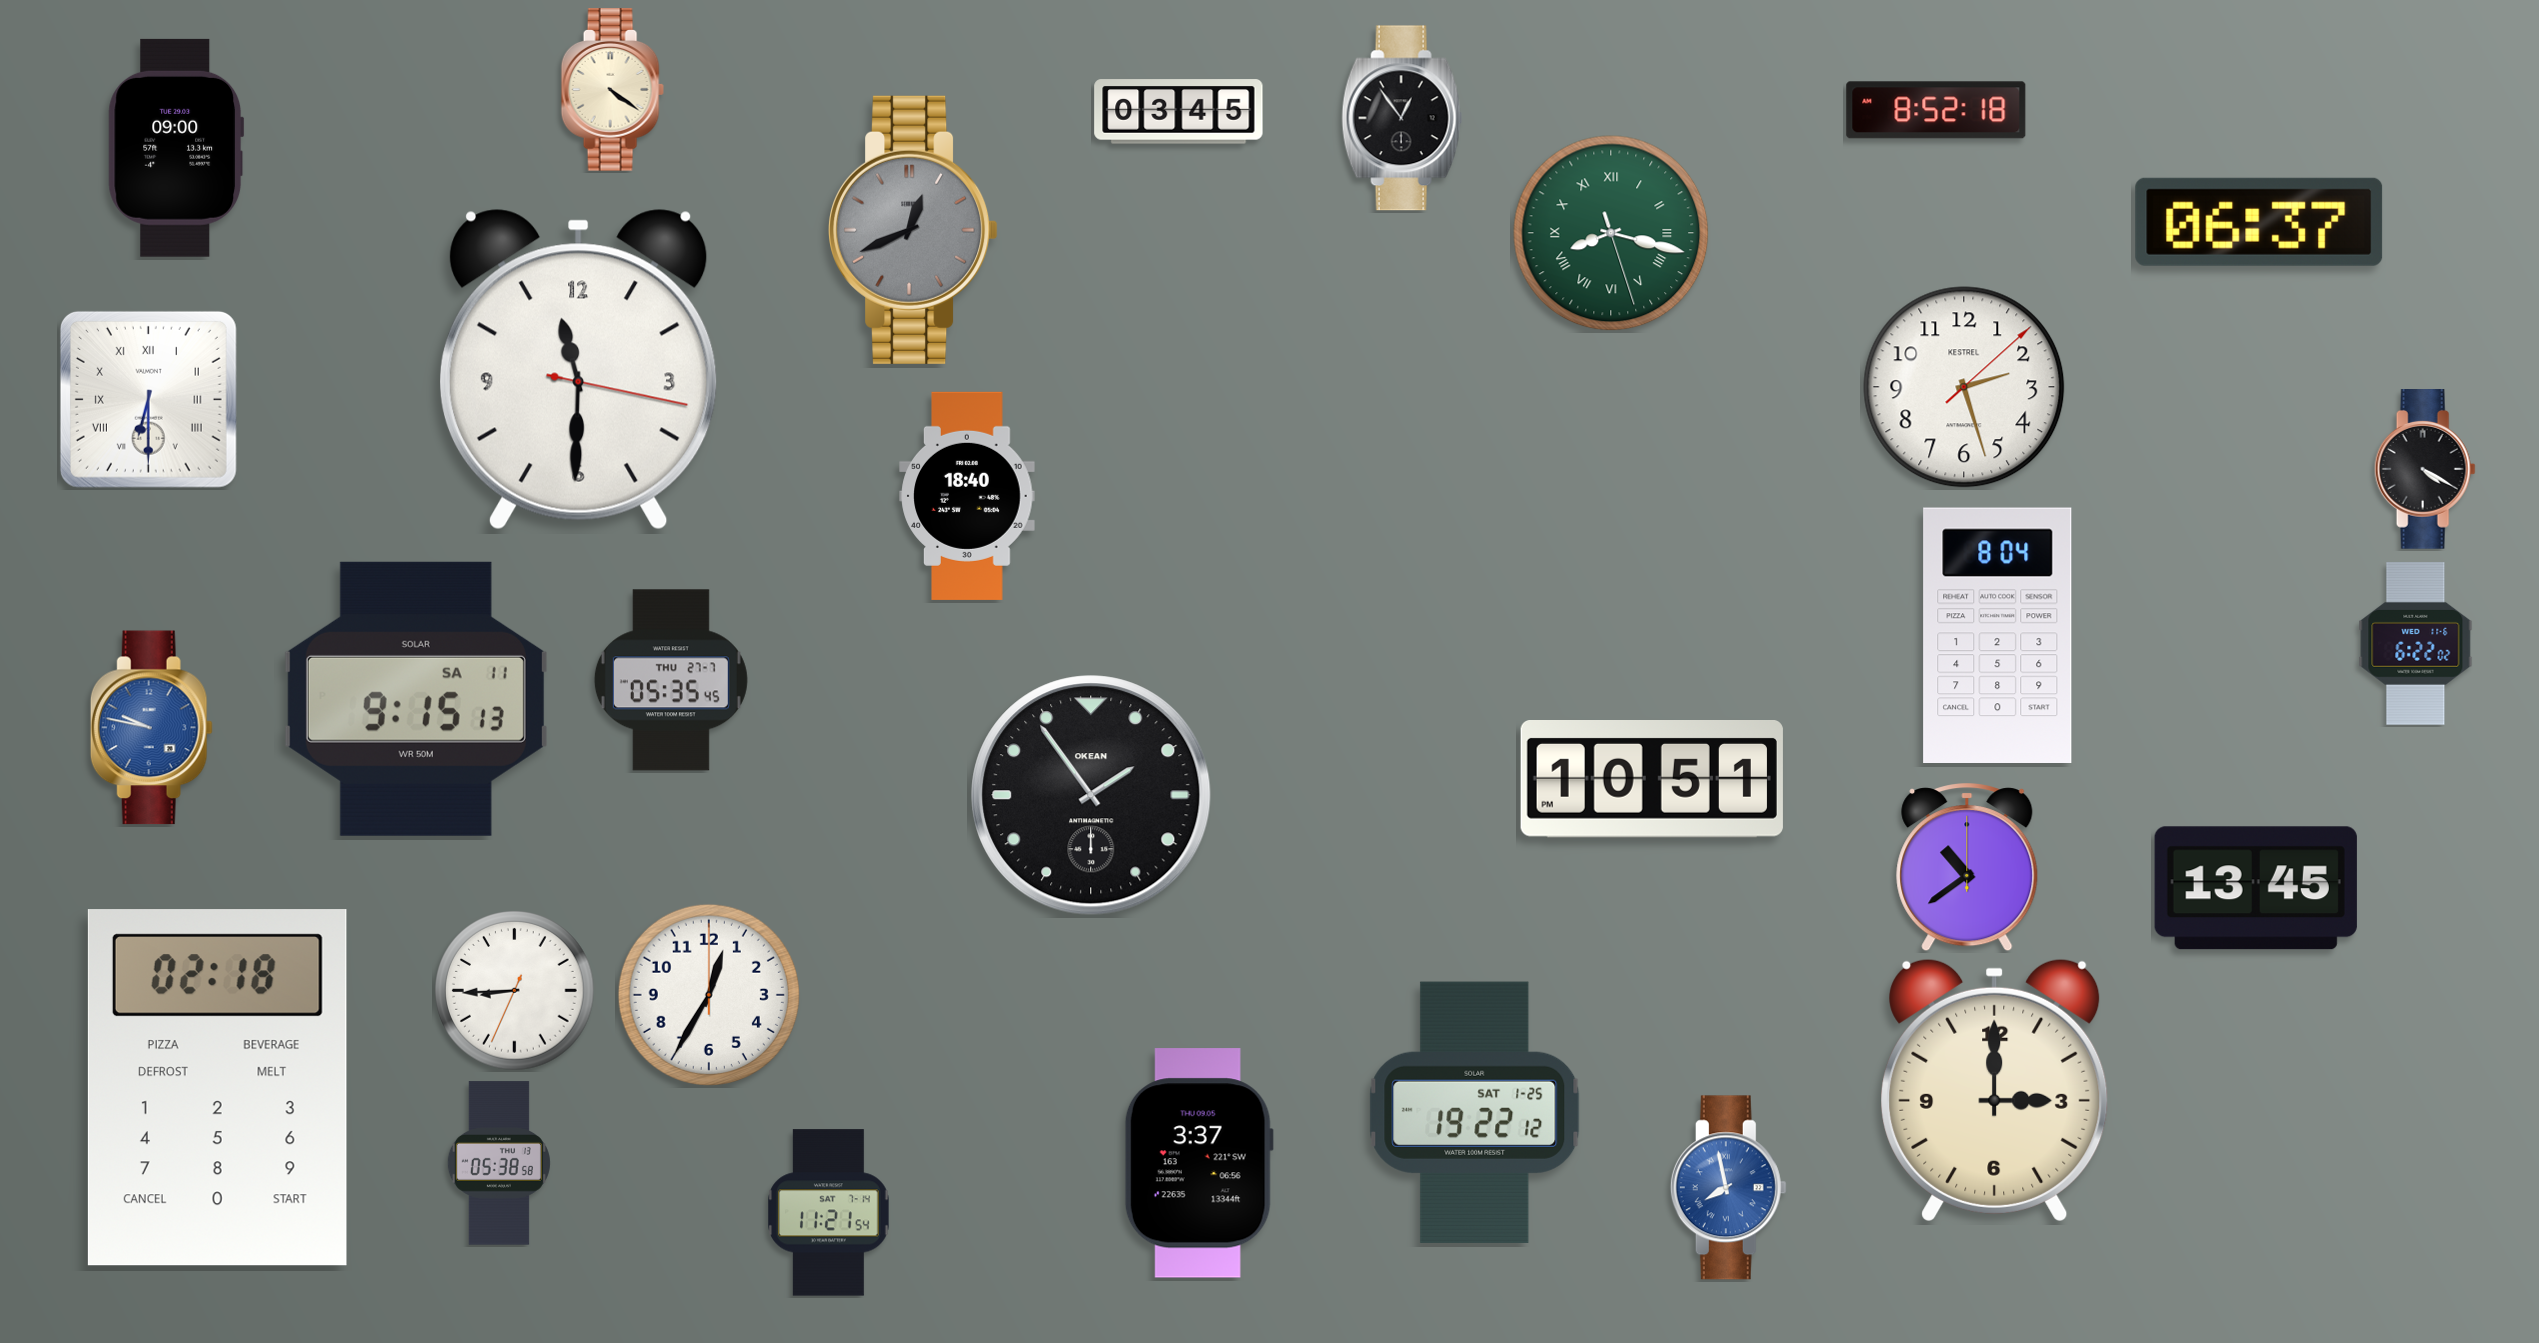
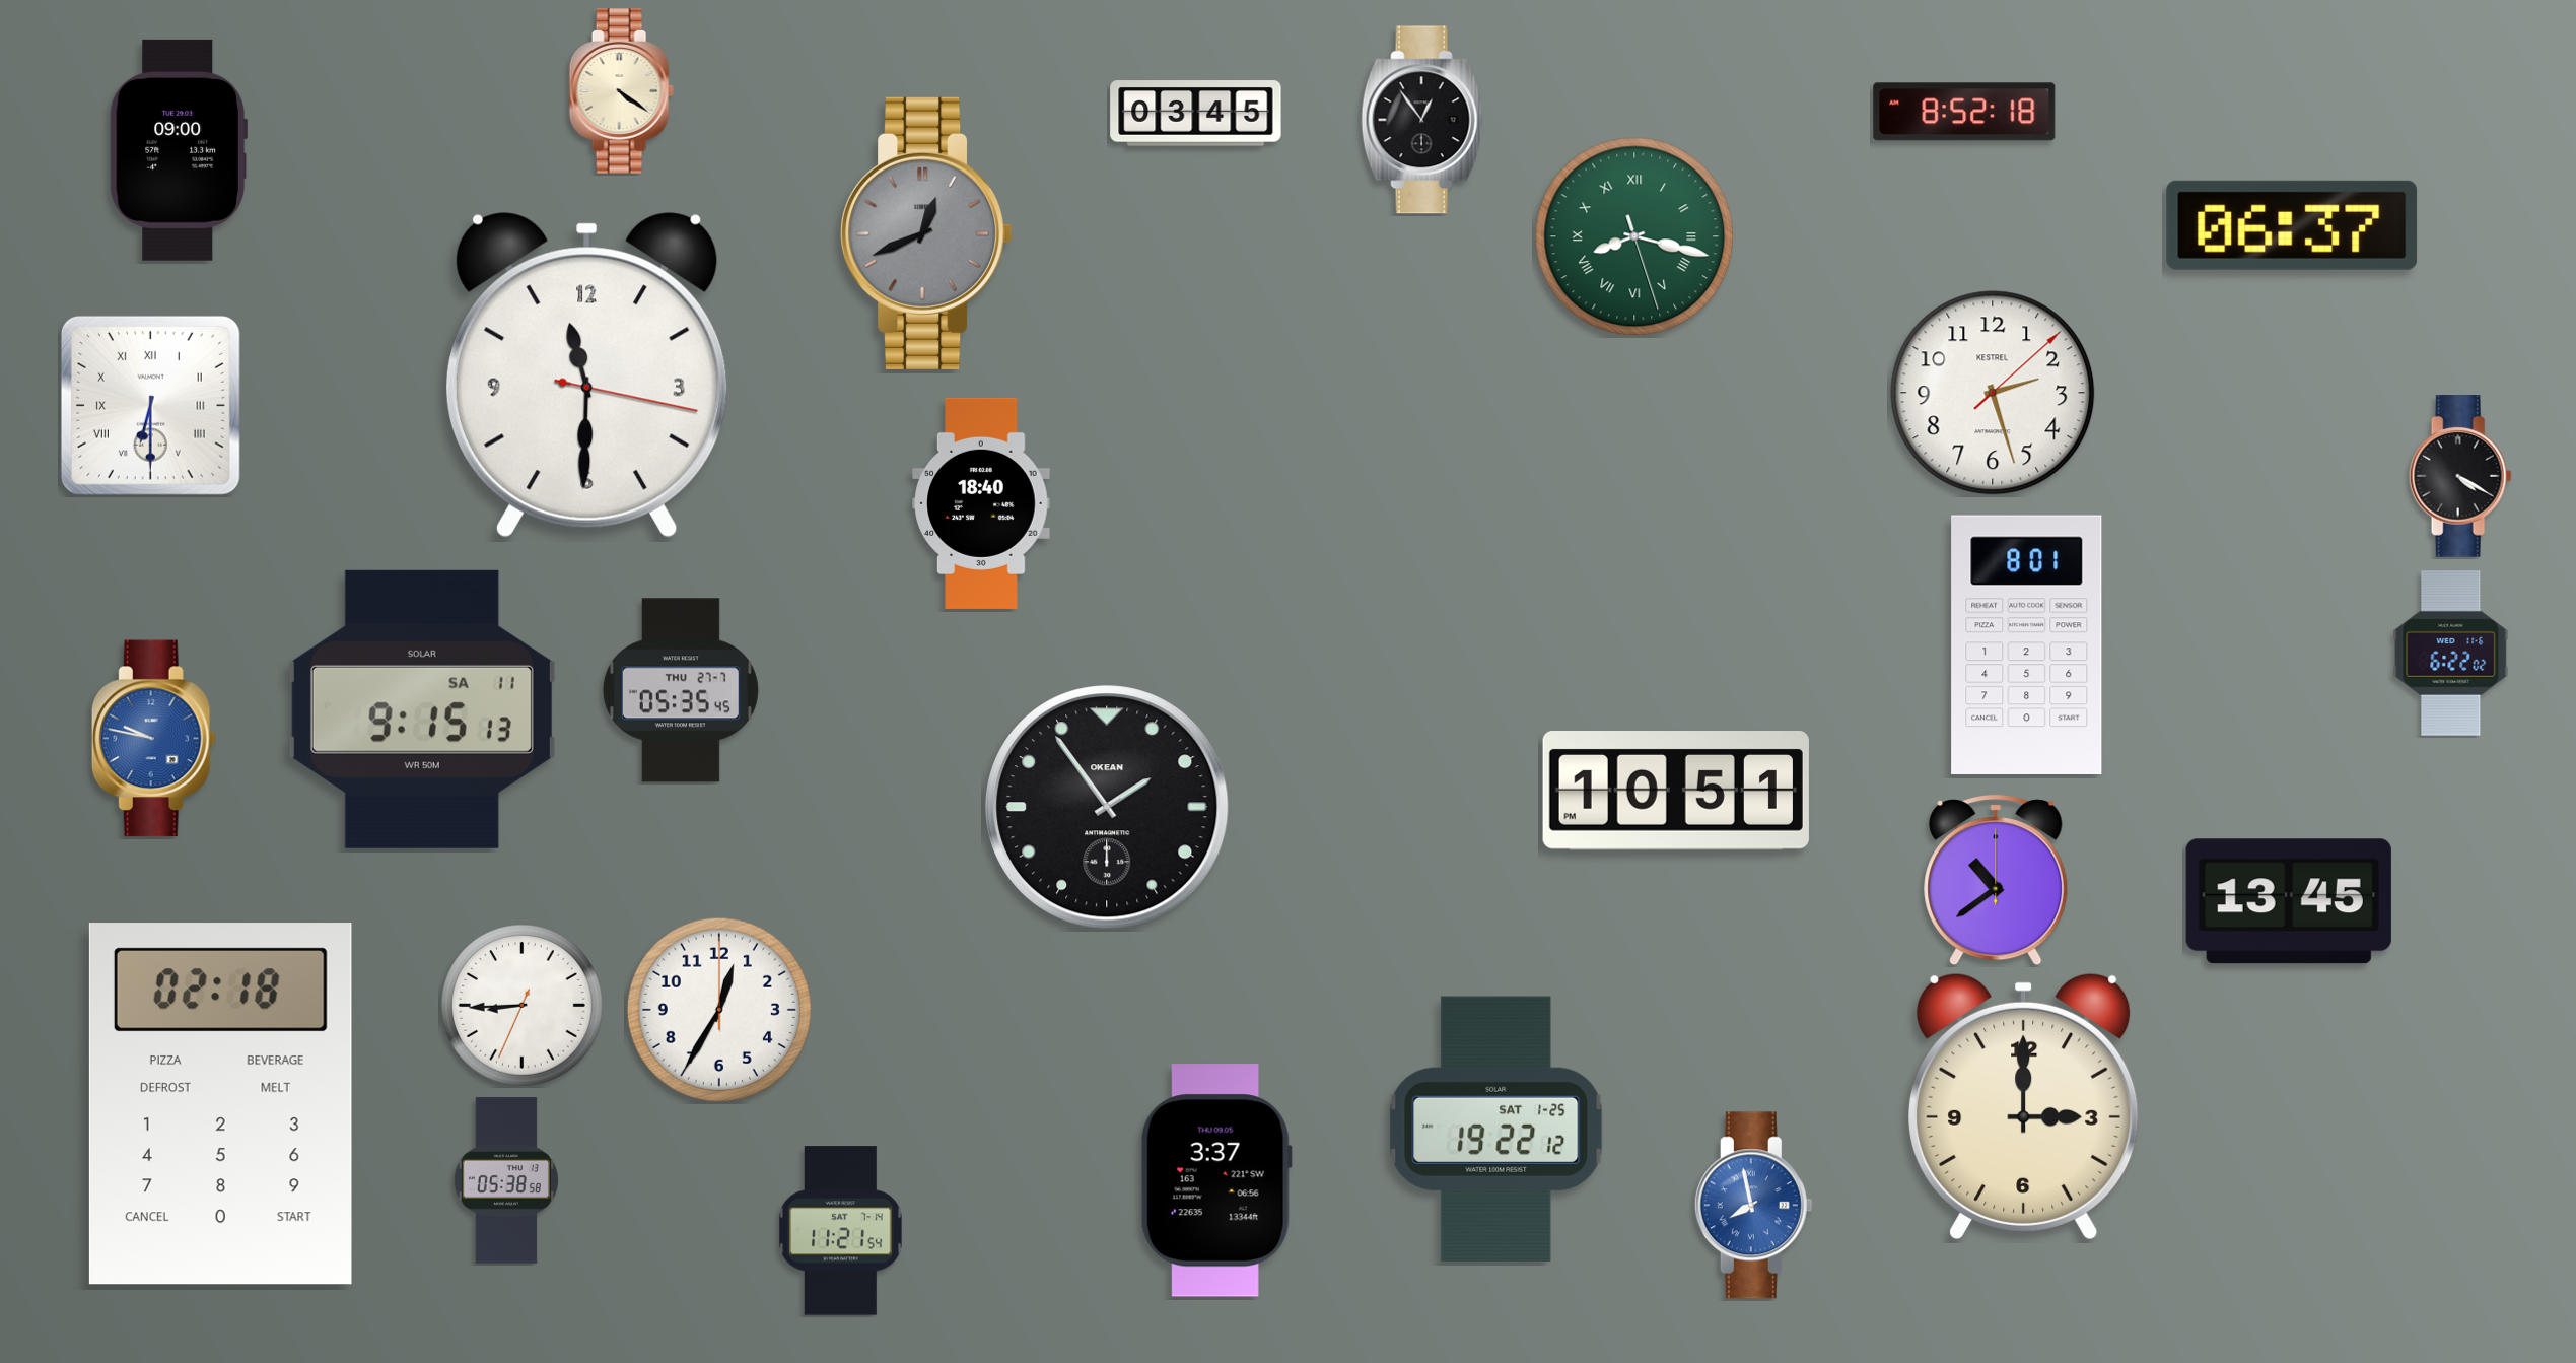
clock at (1998, 635): 8:04 -> 8:01
